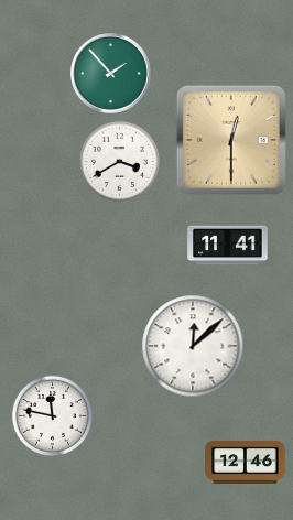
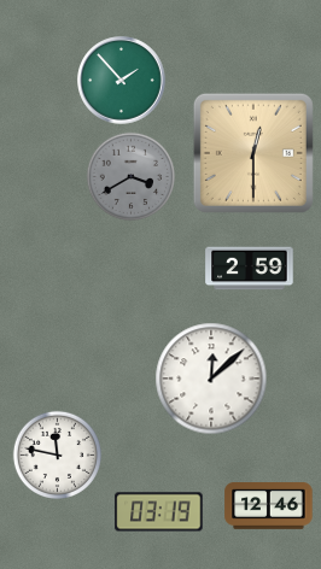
clock at (119, 161) dial: white -> grey
clock at (228, 246): 11:41 -> 2:59
clock at (159, 512): none -> 03:19
